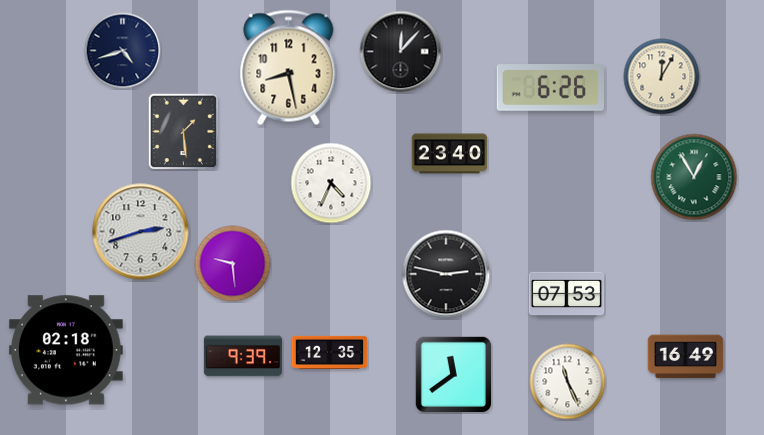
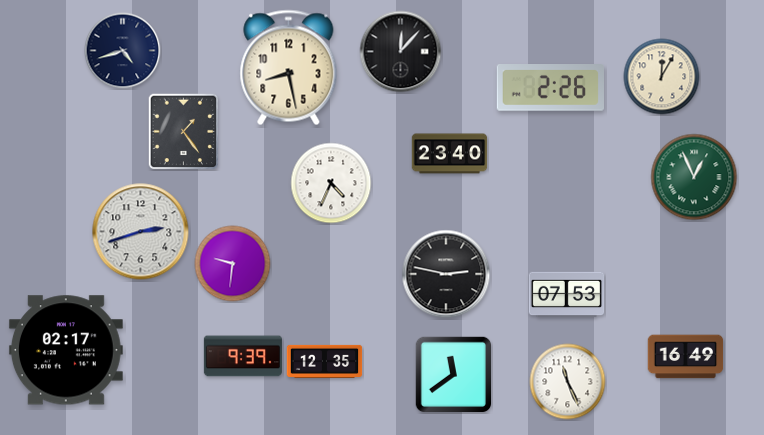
clock at (550, 88): 6:26 -> 2:26
clock at (184, 132): 1:29 -> 1:24
clock at (694, 177): 12:55 -> 12:56
clock at (233, 264): 9:29 -> 9:31
clock at (66, 350): 02:18 -> 02:17
clock at (330, 352) position: (330, 352) -> (325, 361)
